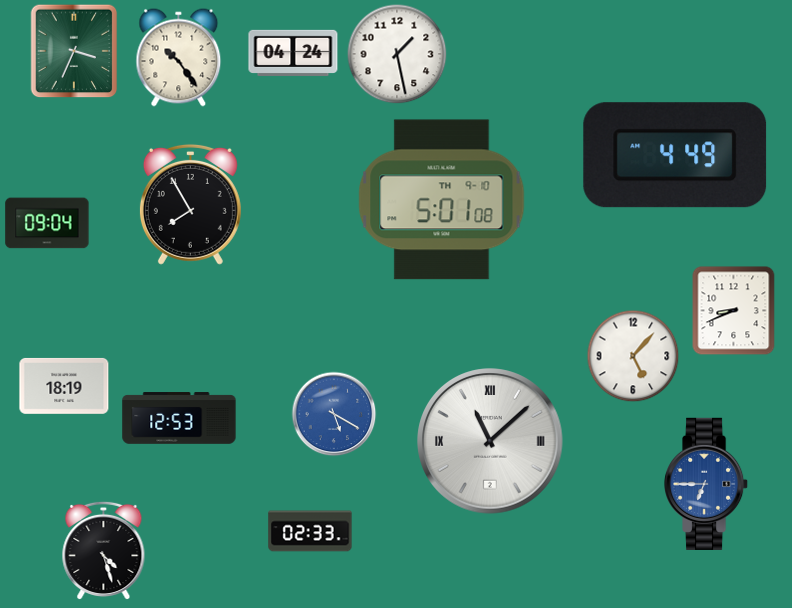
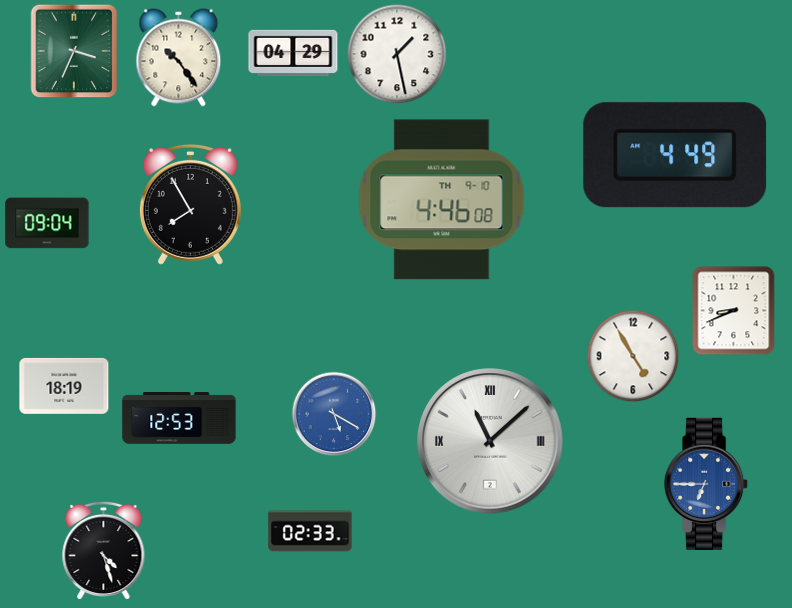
clock at (293, 53): 04:24 -> 04:29
clock at (442, 200): 5:01 -> 4:46
clock at (633, 356): 5:07 -> 4:55
